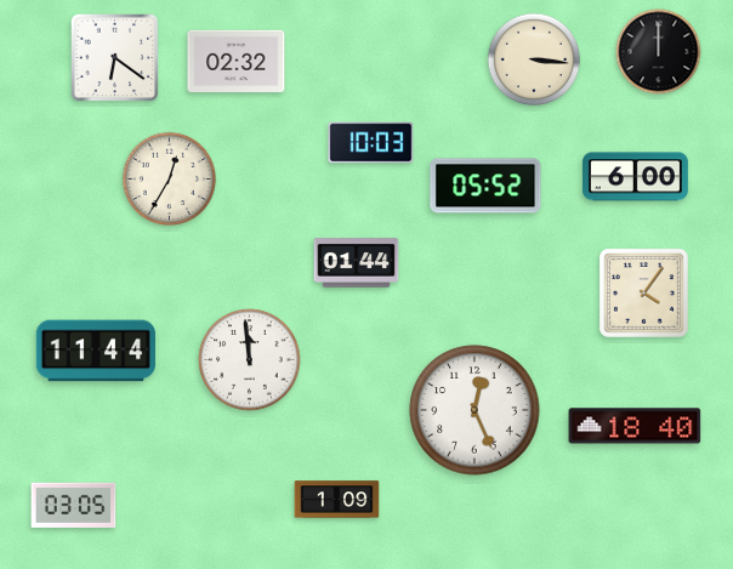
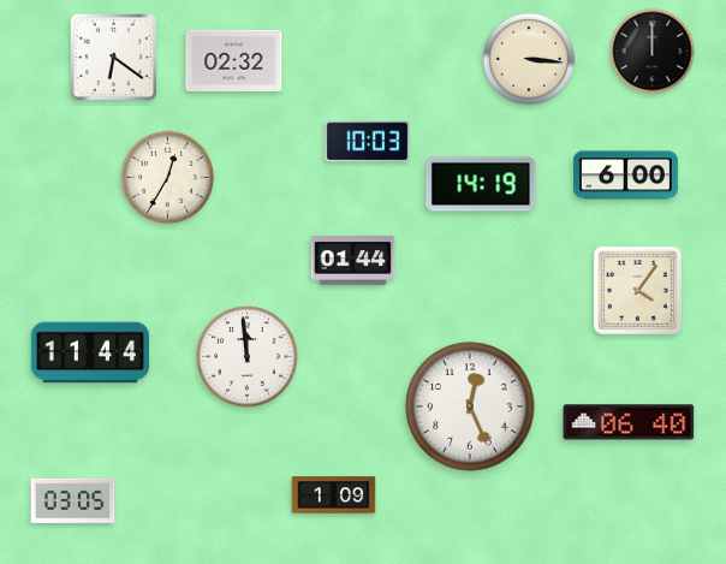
clock at (635, 177) position: (635, 177) -> (625, 176)
clock at (485, 186): 05:52 -> 14:19
clock at (95, 351) position: (95, 351) -> (89, 352)
clock at (635, 426): 18:40 -> 06:40
